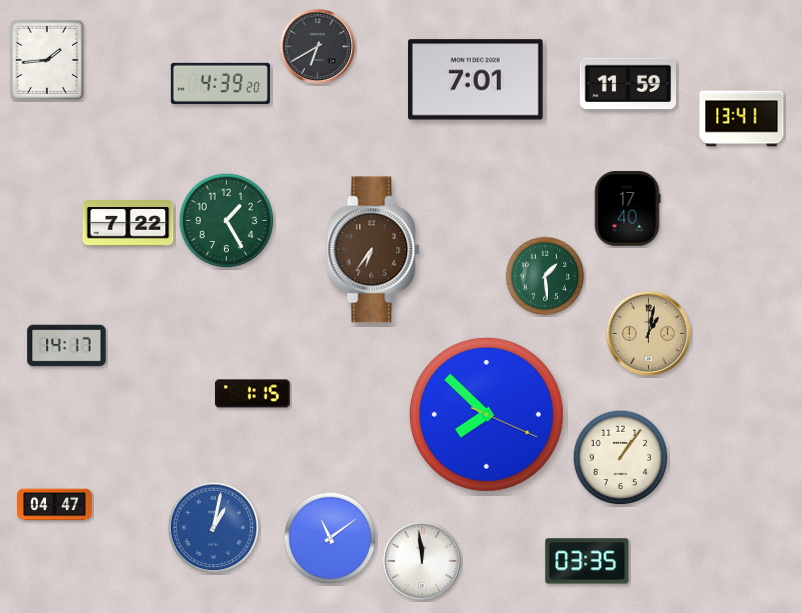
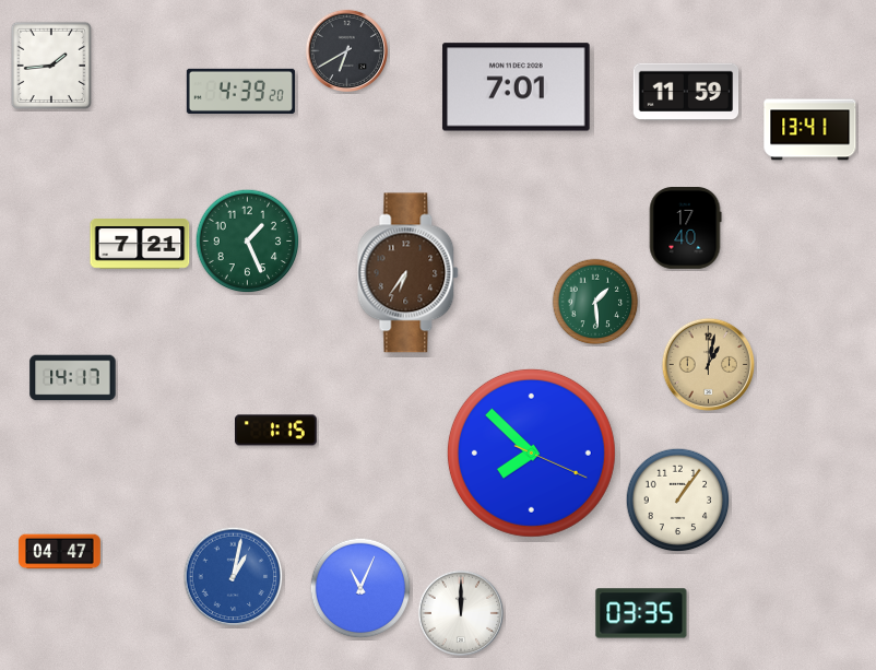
clock at (476, 80) position: (476, 80) -> (517, 87)
clock at (227, 221): 1:25 -> 1:26
clock at (128, 223): 7:22 -> 7:21
clock at (330, 538): 11:09 -> 11:04
clock at (421, 560): 11:59 -> 12:00
